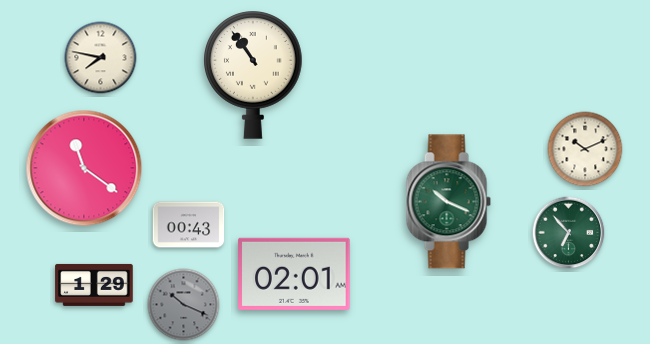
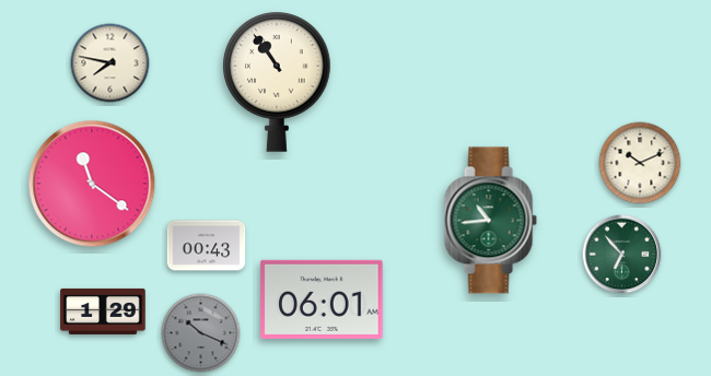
clock at (448, 202): 10:19 -> 10:44
clock at (294, 274): 02:01 -> 06:01
